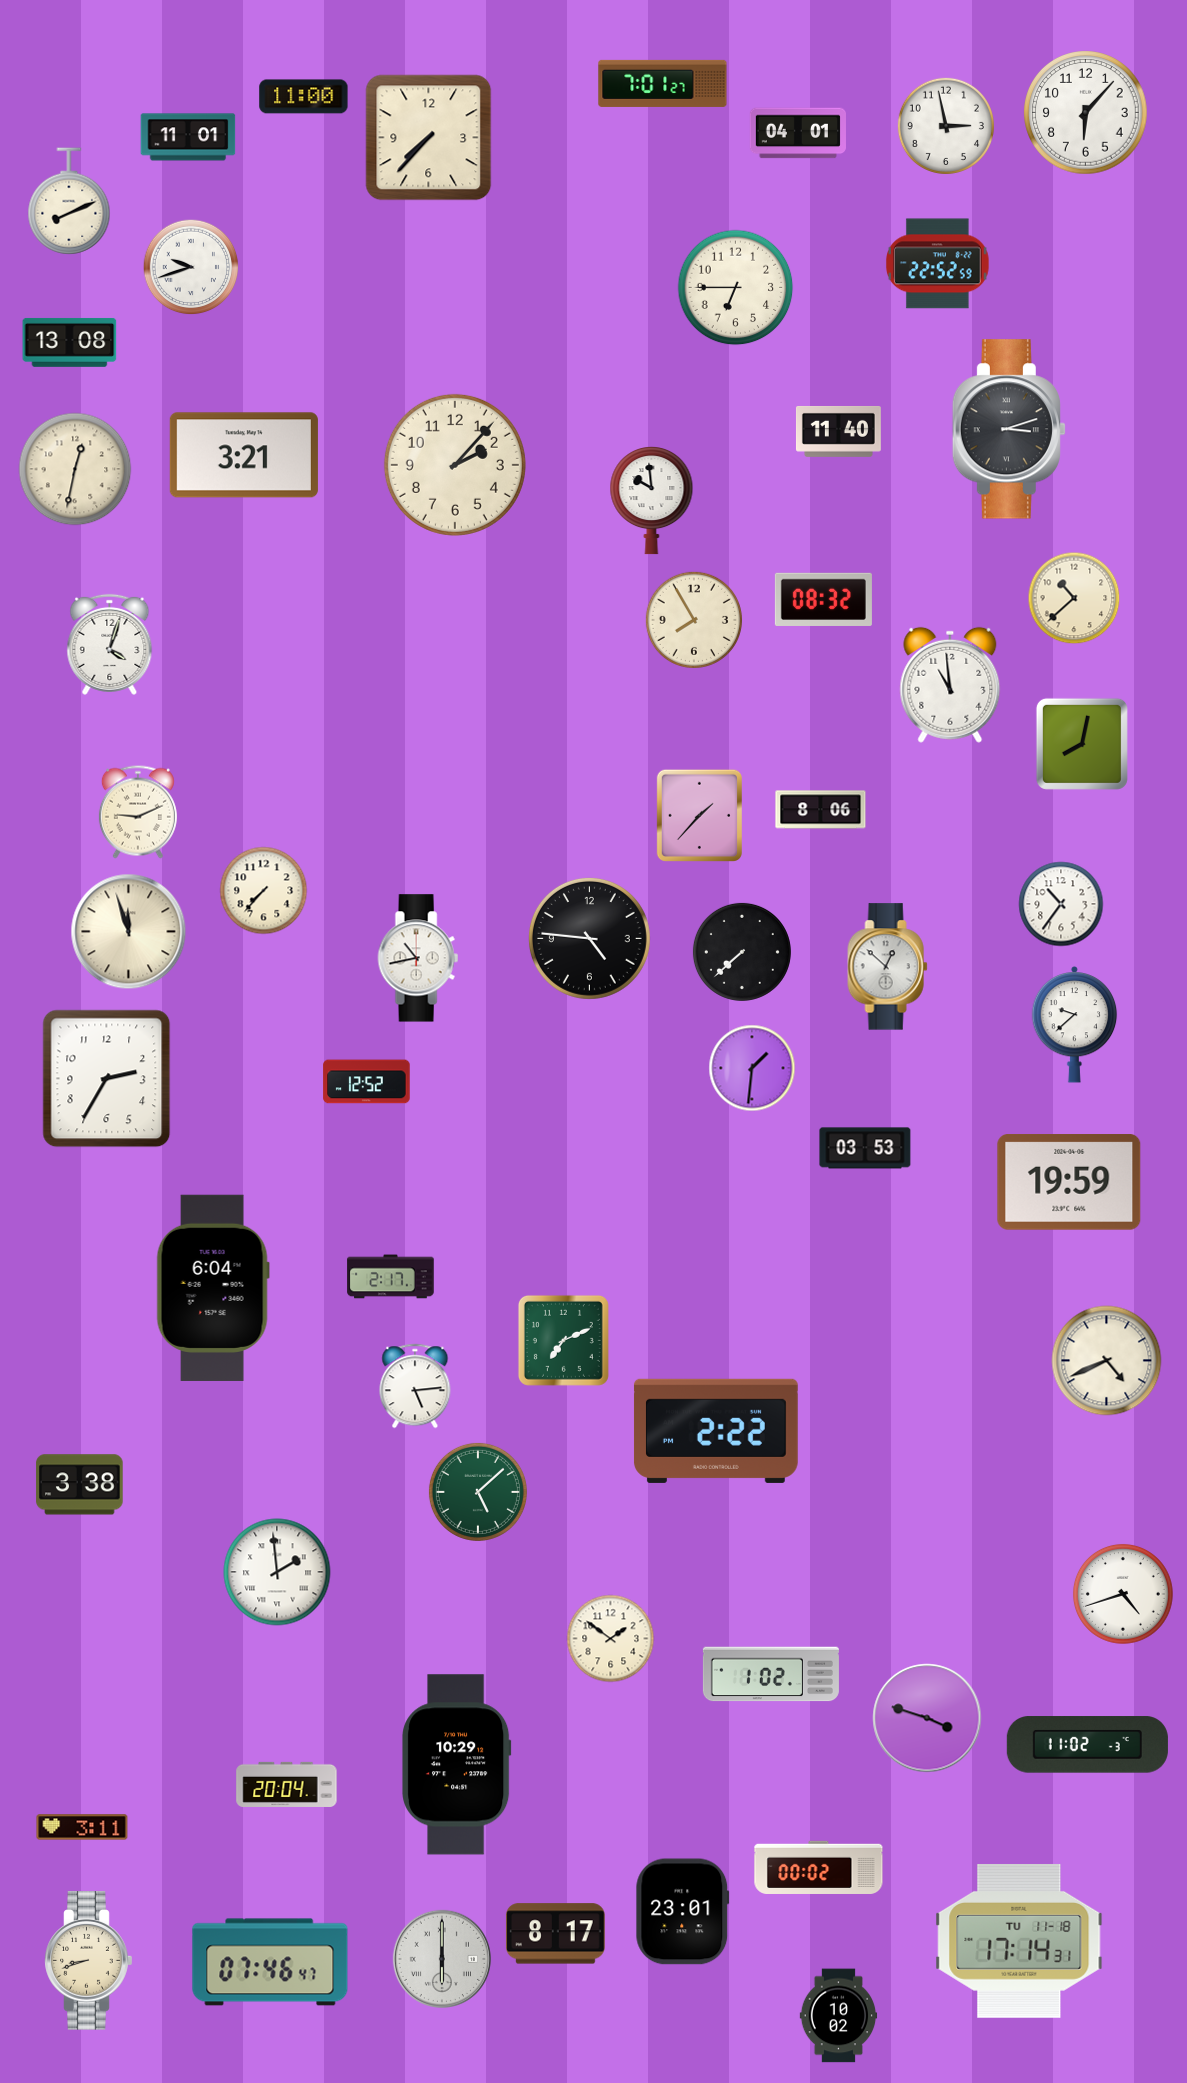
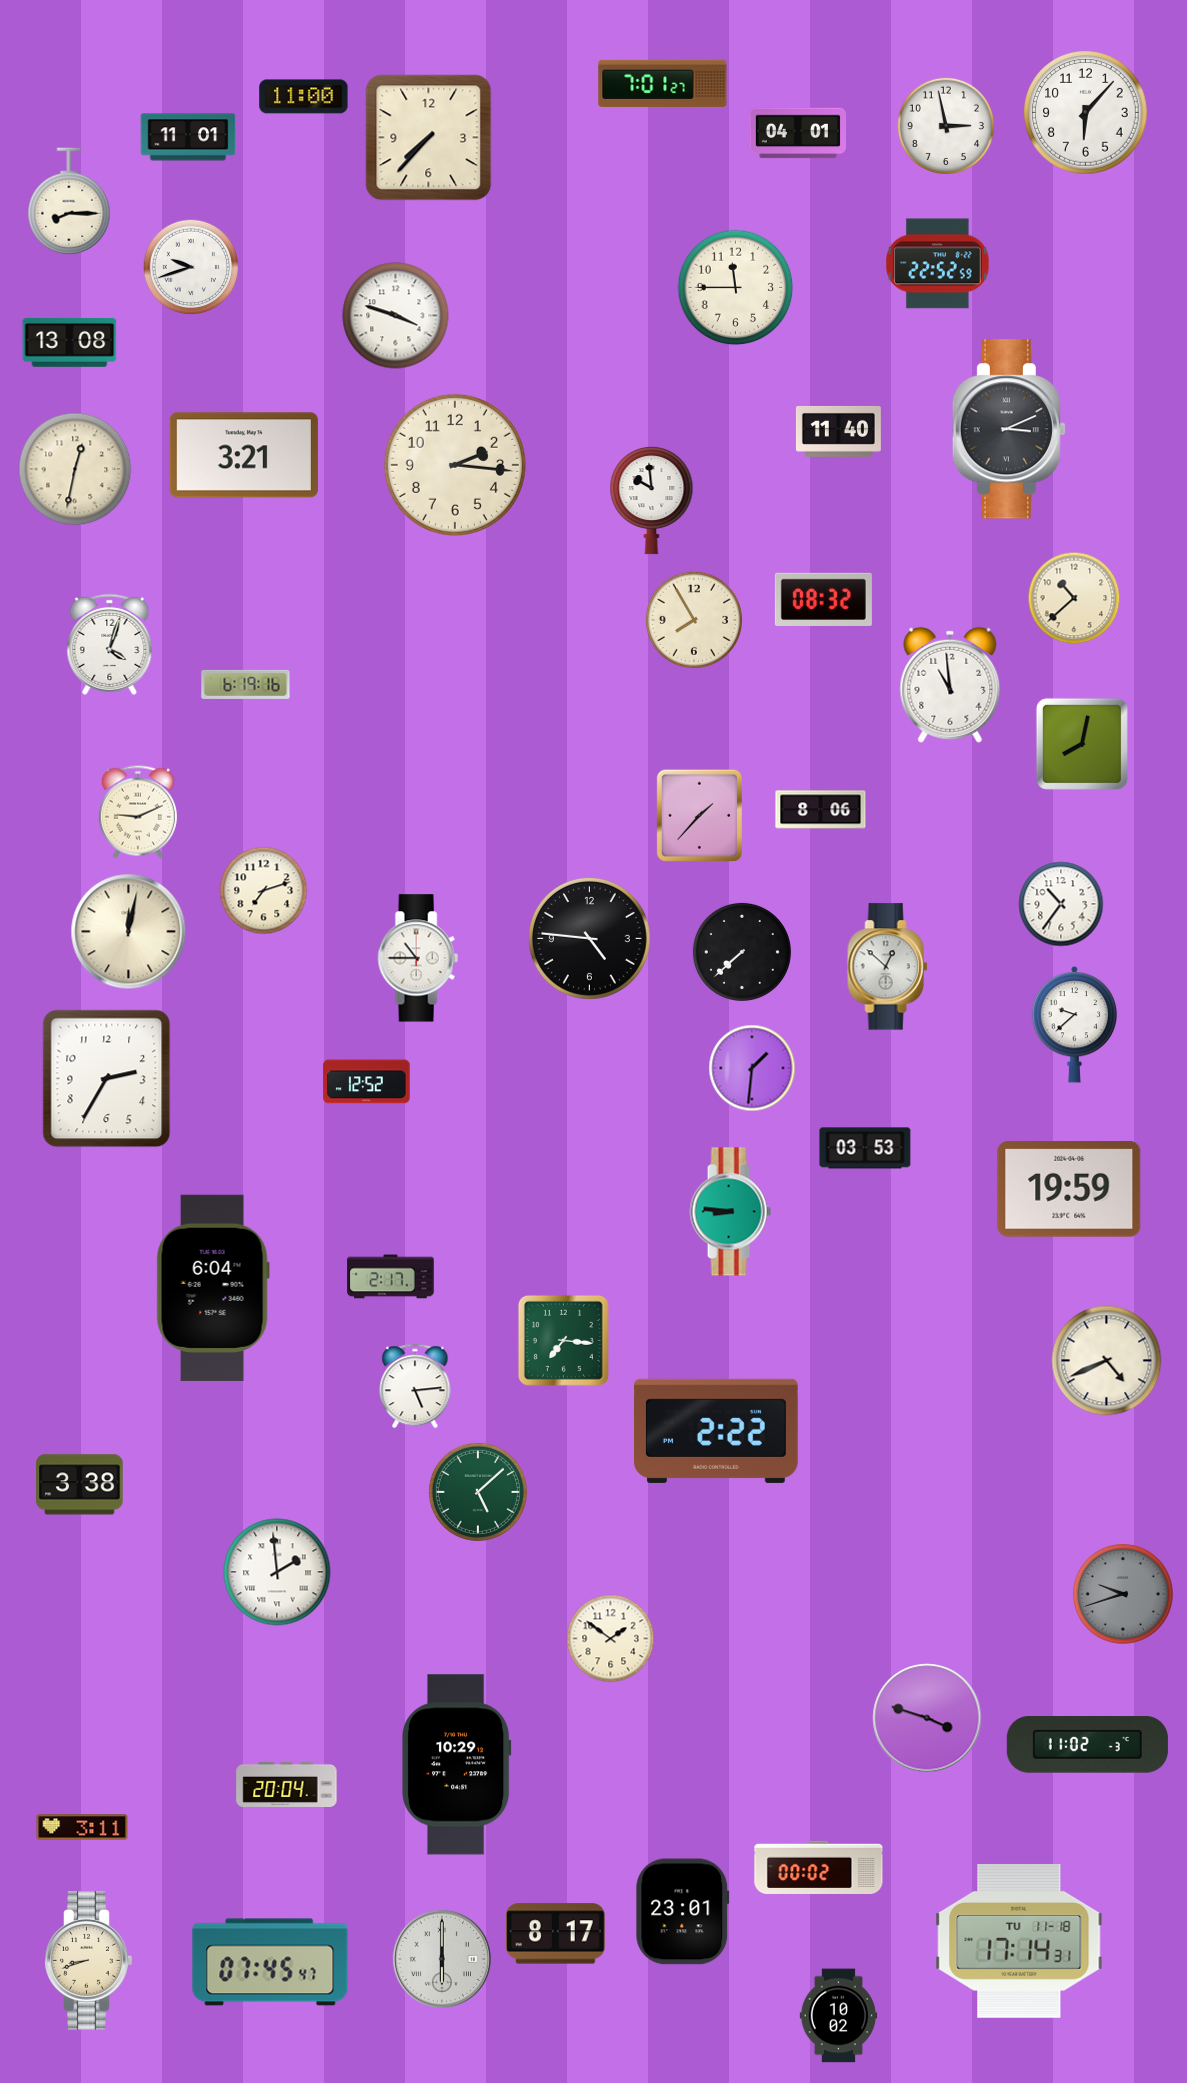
clock at (69, 201): 8:11 -> 8:15
clock at (736, 288): 6:45 -> 11:45
clock at (396, 316): none -> 3:48
clock at (1009, 429): 3:12 -> 3:11
clock at (455, 465): 2:07 -> 2:16
clock at (246, 684): none -> 6:19
clock at (264, 891): 7:37 -> 7:12
clock at (129, 932): 11:57 -> 12:02
clock at (418, 958): 10:43 -> 10:45
clock at (1069, 1183) position: (1069, 1183) -> (1069, 1190)
clock at (730, 1212): none -> 8:46
clock at (563, 1340): 7:11 -> 7:16
clock at (1123, 1594): 4:42 -> 9:42
clock at (1123, 1594) dial: white -> grey
clock at (771, 1674): 1:02 -> none
clock at (270, 1962): 07:46 -> 07:45
